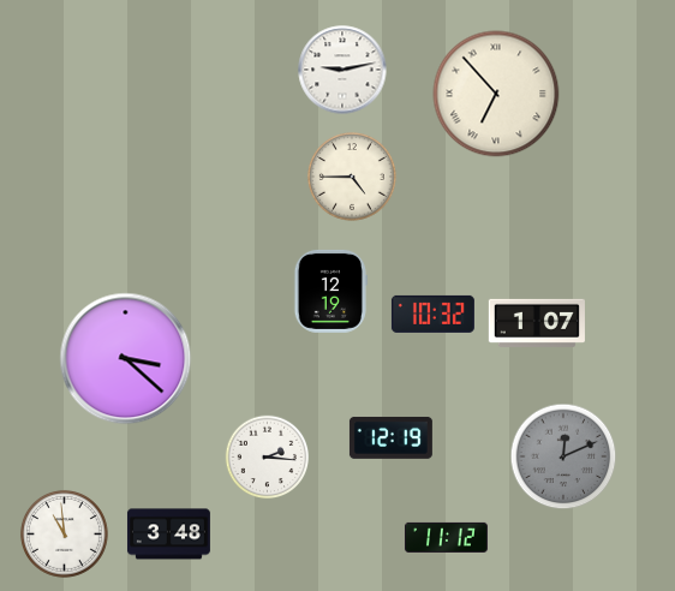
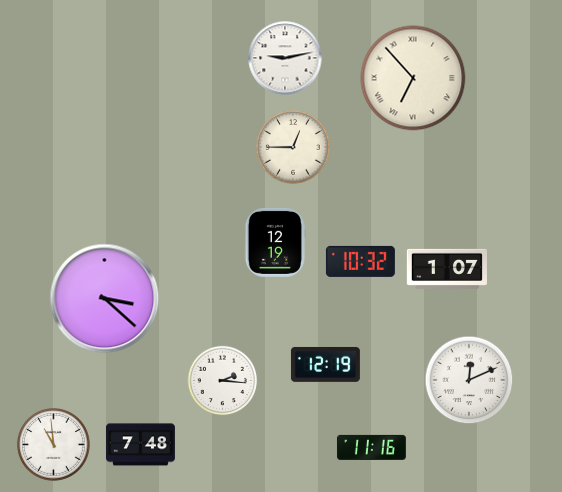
clock at (353, 177): 4:45 -> 12:45
clock at (563, 456) dial: grey -> white
clock at (168, 535): 3:48 -> 7:48
clock at (446, 537): 11:12 -> 11:16
